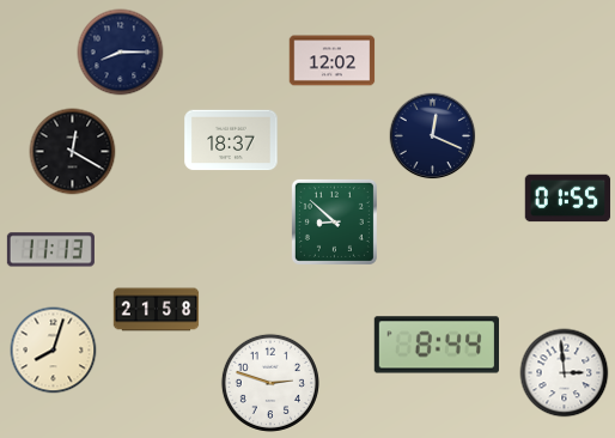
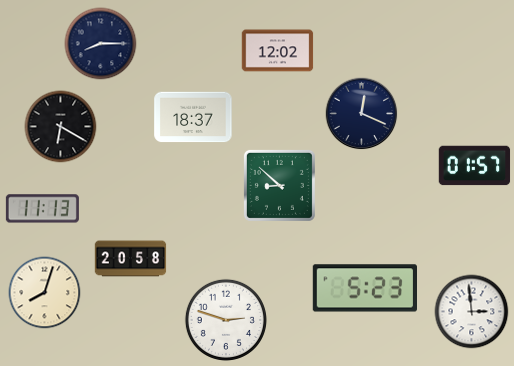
clock at (73, 152): 12:20 -> 6:20
clock at (568, 199): 01:55 -> 01:57
clock at (157, 310): 21:58 -> 20:58
clock at (436, 345): 8:44 -> 5:23
